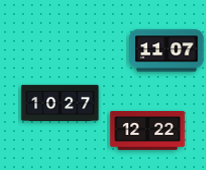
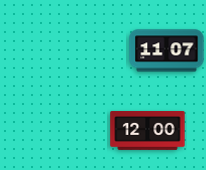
clock at (60, 102): 10:27 -> none
clock at (148, 130): 12:22 -> 12:00
